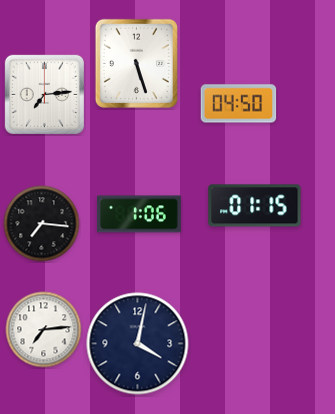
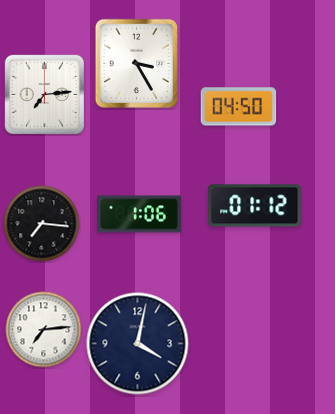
clock at (136, 63): 5:27 -> 3:25
clock at (239, 104) position: (239, 104) -> (239, 107)
clock at (255, 206): 01:15 -> 01:12
